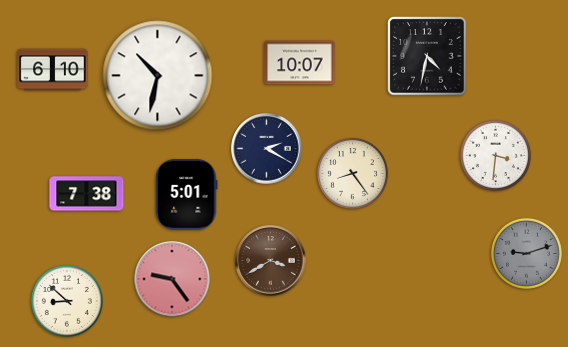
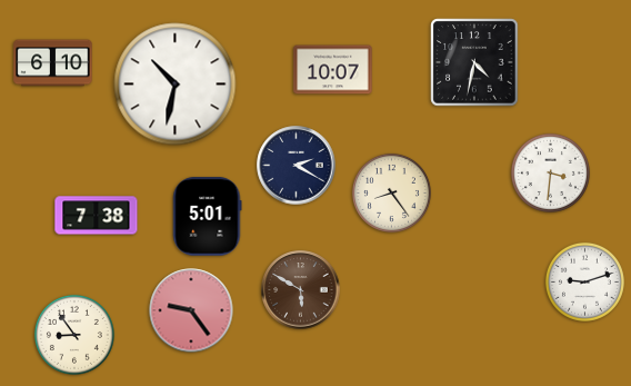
clock at (53, 70) position: (53, 70) -> (53, 63)
clock at (526, 253) dial: grey -> white
clock at (271, 261): 3:40 -> 5:50
clock at (67, 301): 8:52 -> 8:54
